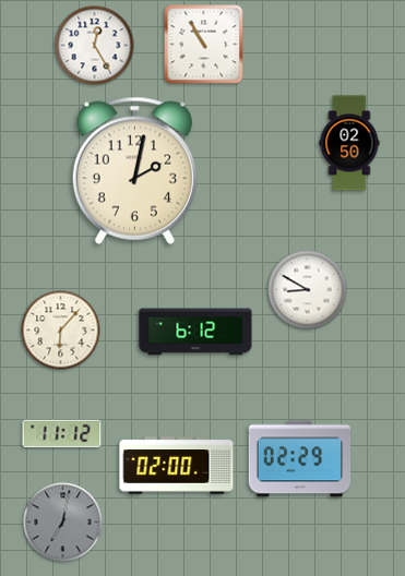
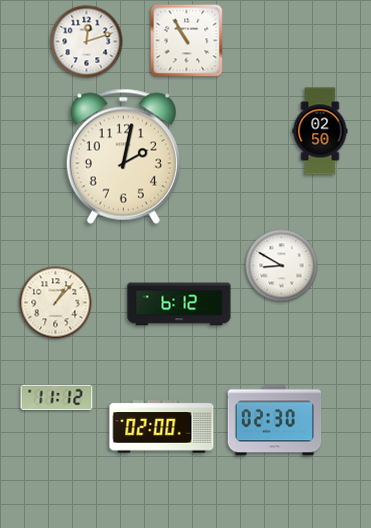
clock at (95, 46): 12:25 -> 12:12
clock at (61, 331): 6:07 -> 1:07
clock at (300, 459): 02:29 -> 02:30
clock at (63, 523): 7:02 -> none
